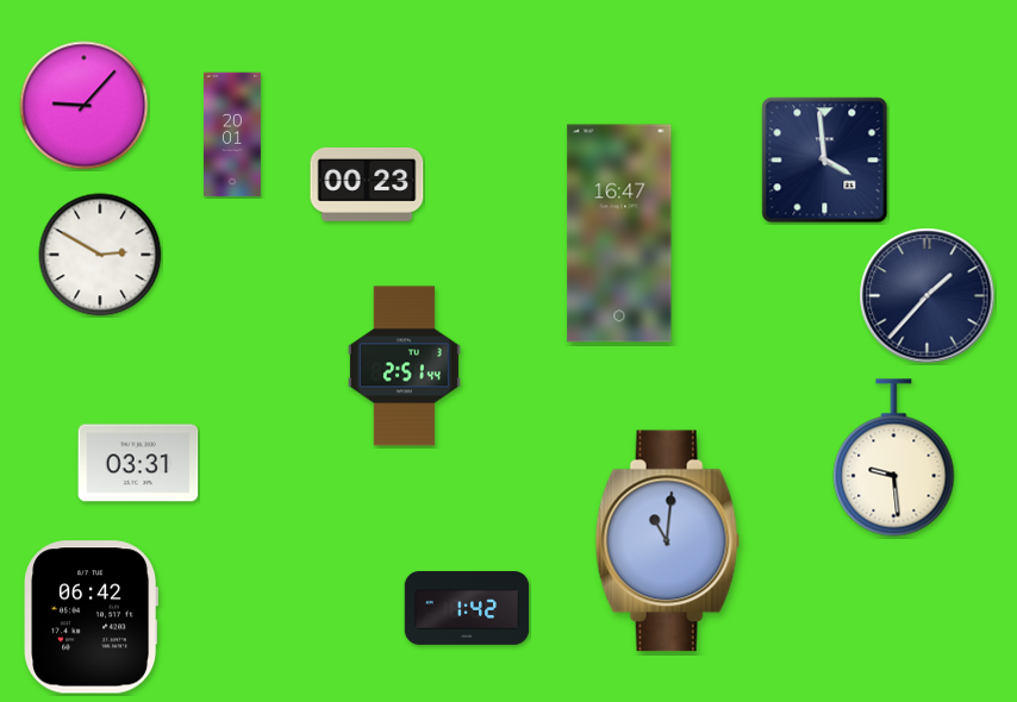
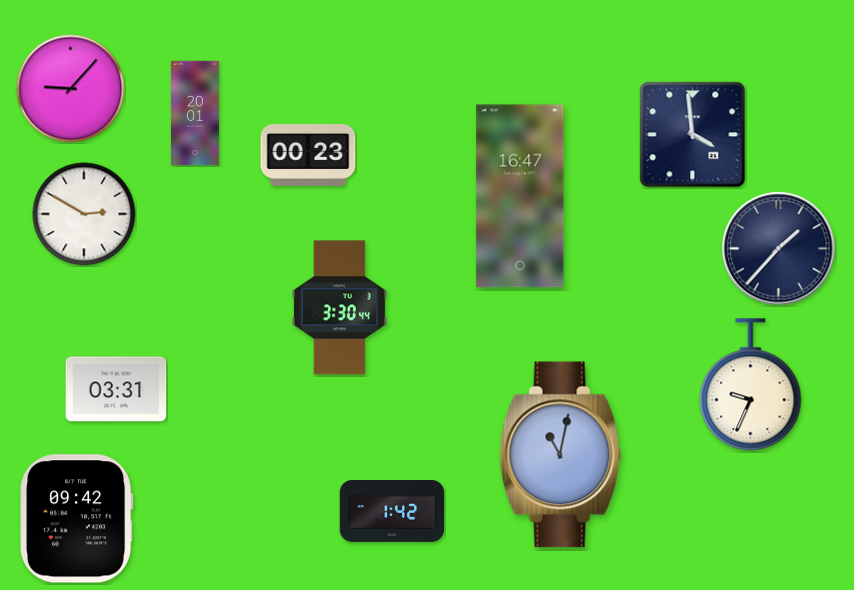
clock at (404, 366): 2:51 -> 3:30
clock at (894, 458): 9:29 -> 9:34
clock at (668, 541): 11:01 -> 11:02
clock at (92, 618): 06:42 -> 09:42
